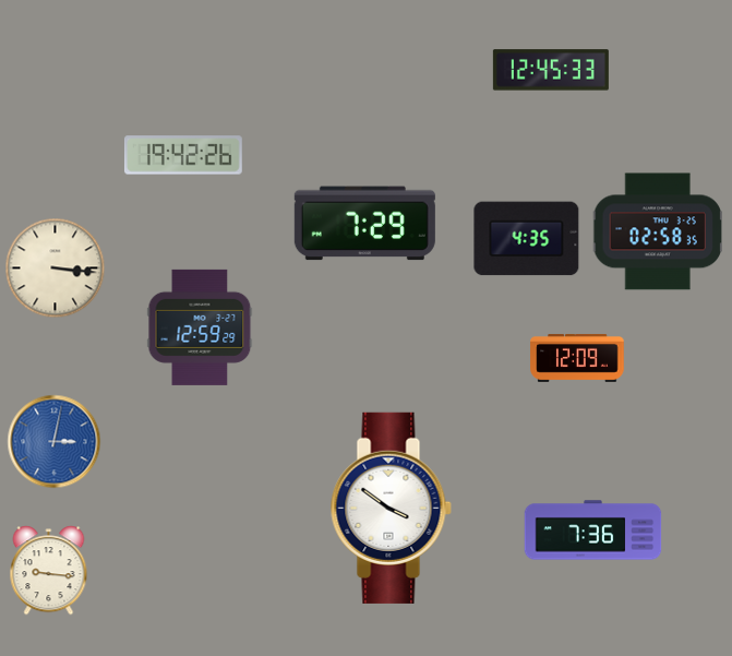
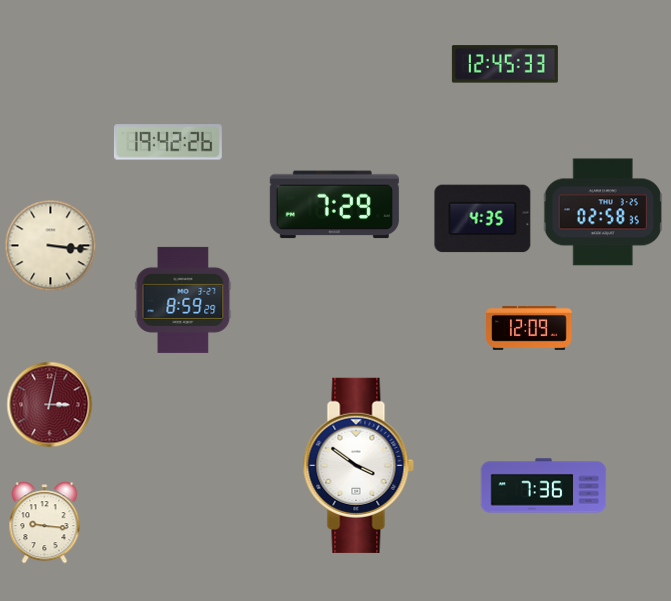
clock at (200, 327): 12:59 -> 8:59
clock at (55, 442) dial: blue -> burgundy
